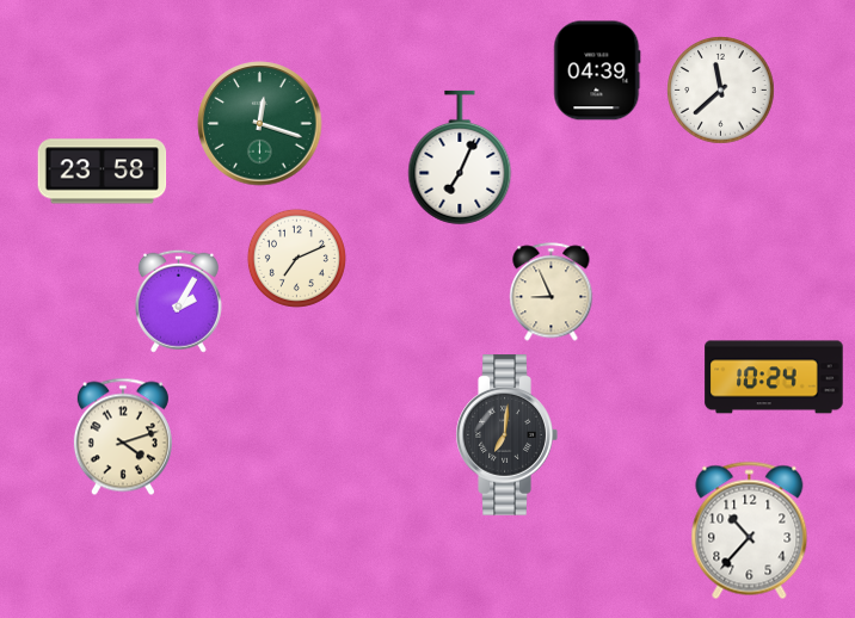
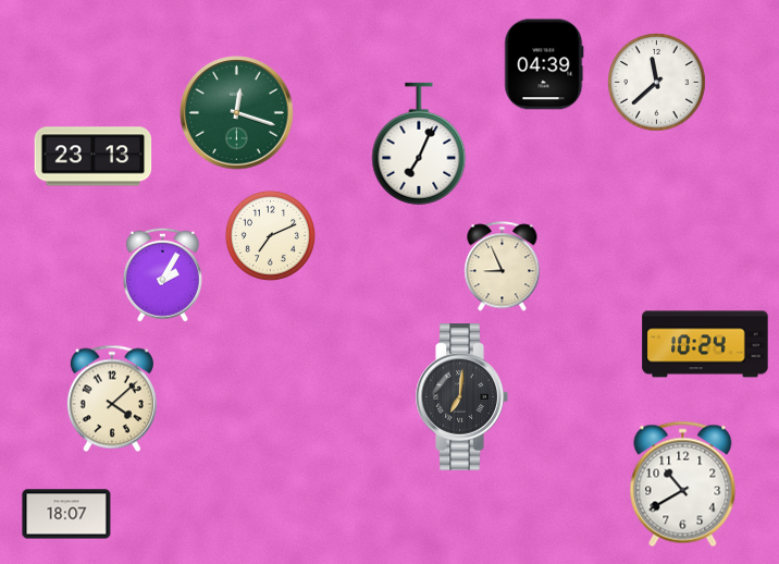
clock at (103, 172): 23:58 -> 23:13
clock at (123, 437): 4:12 -> 4:08
clock at (750, 531): 10:37 -> 10:40
clock at (66, 514): none -> 18:07
